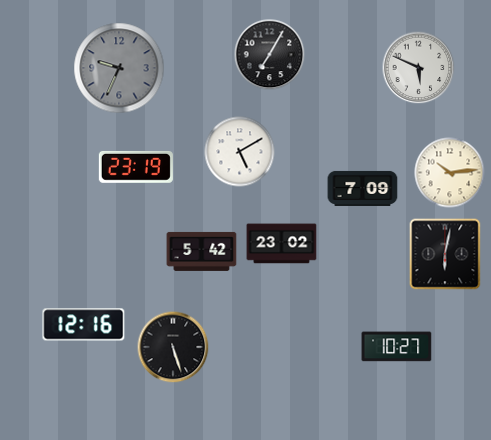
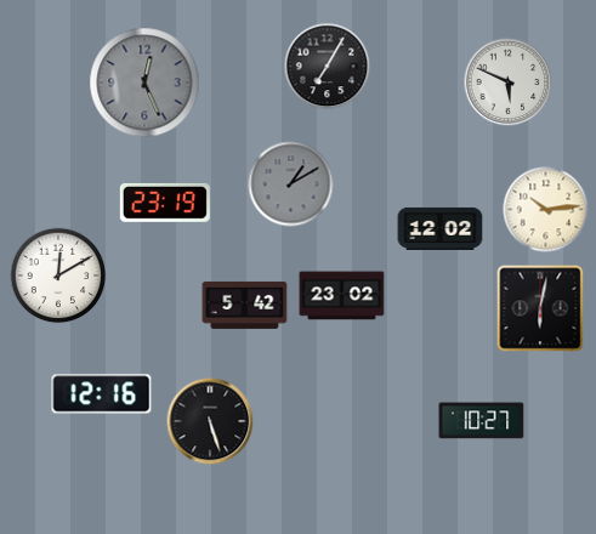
clock at (119, 68): 9:34 -> 12:26
clock at (240, 152): 5:10 -> 1:10
clock at (240, 152) dial: white -> grey
clock at (363, 188): 7:09 -> 12:02
clock at (58, 275): none -> 12:10
